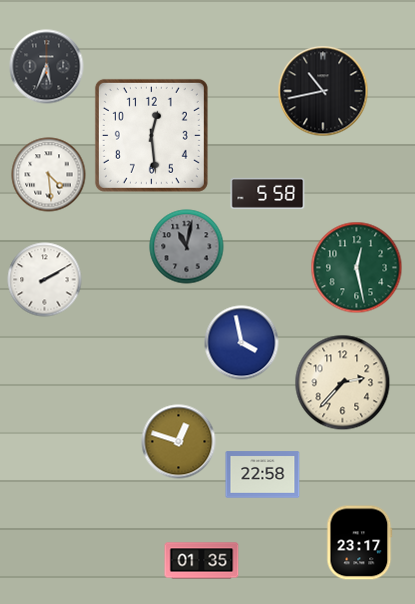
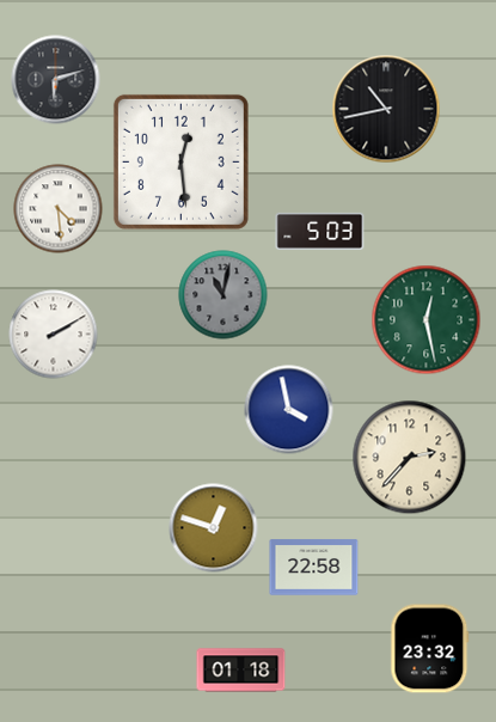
clock at (47, 67): 5:34 -> 6:12
clock at (268, 193): 5:58 -> 5:03
clock at (360, 543): 23:17 -> 23:32
clock at (202, 561): 01:35 -> 01:18
